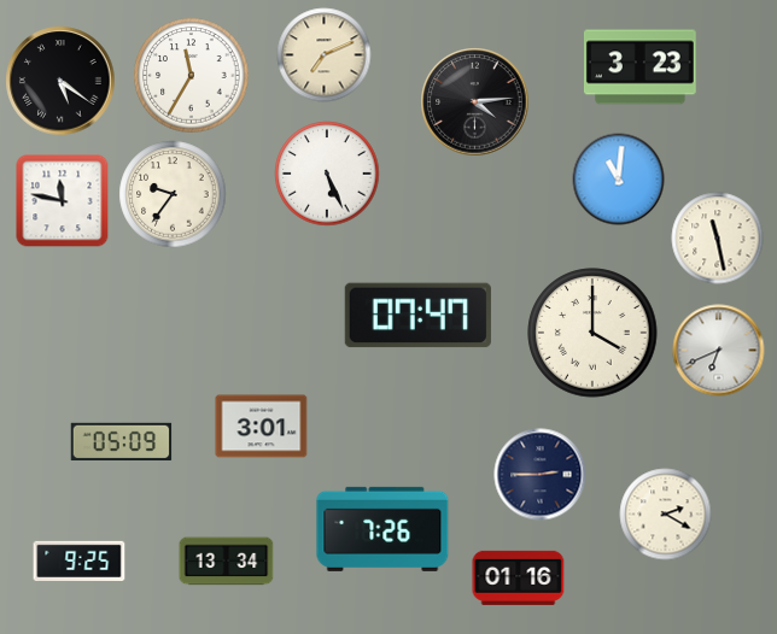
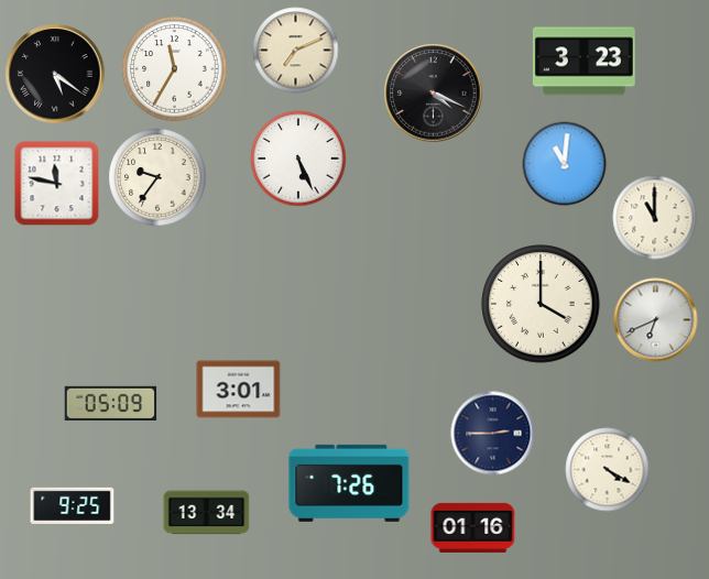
clock at (475, 102): 4:14 -> 4:19
clock at (718, 239): 11:28 -> 11:00
clock at (417, 316): 07:47 -> none
clock at (666, 515): 2:20 -> 4:20
clock at (80, 560) position: (80, 560) -> (73, 505)
